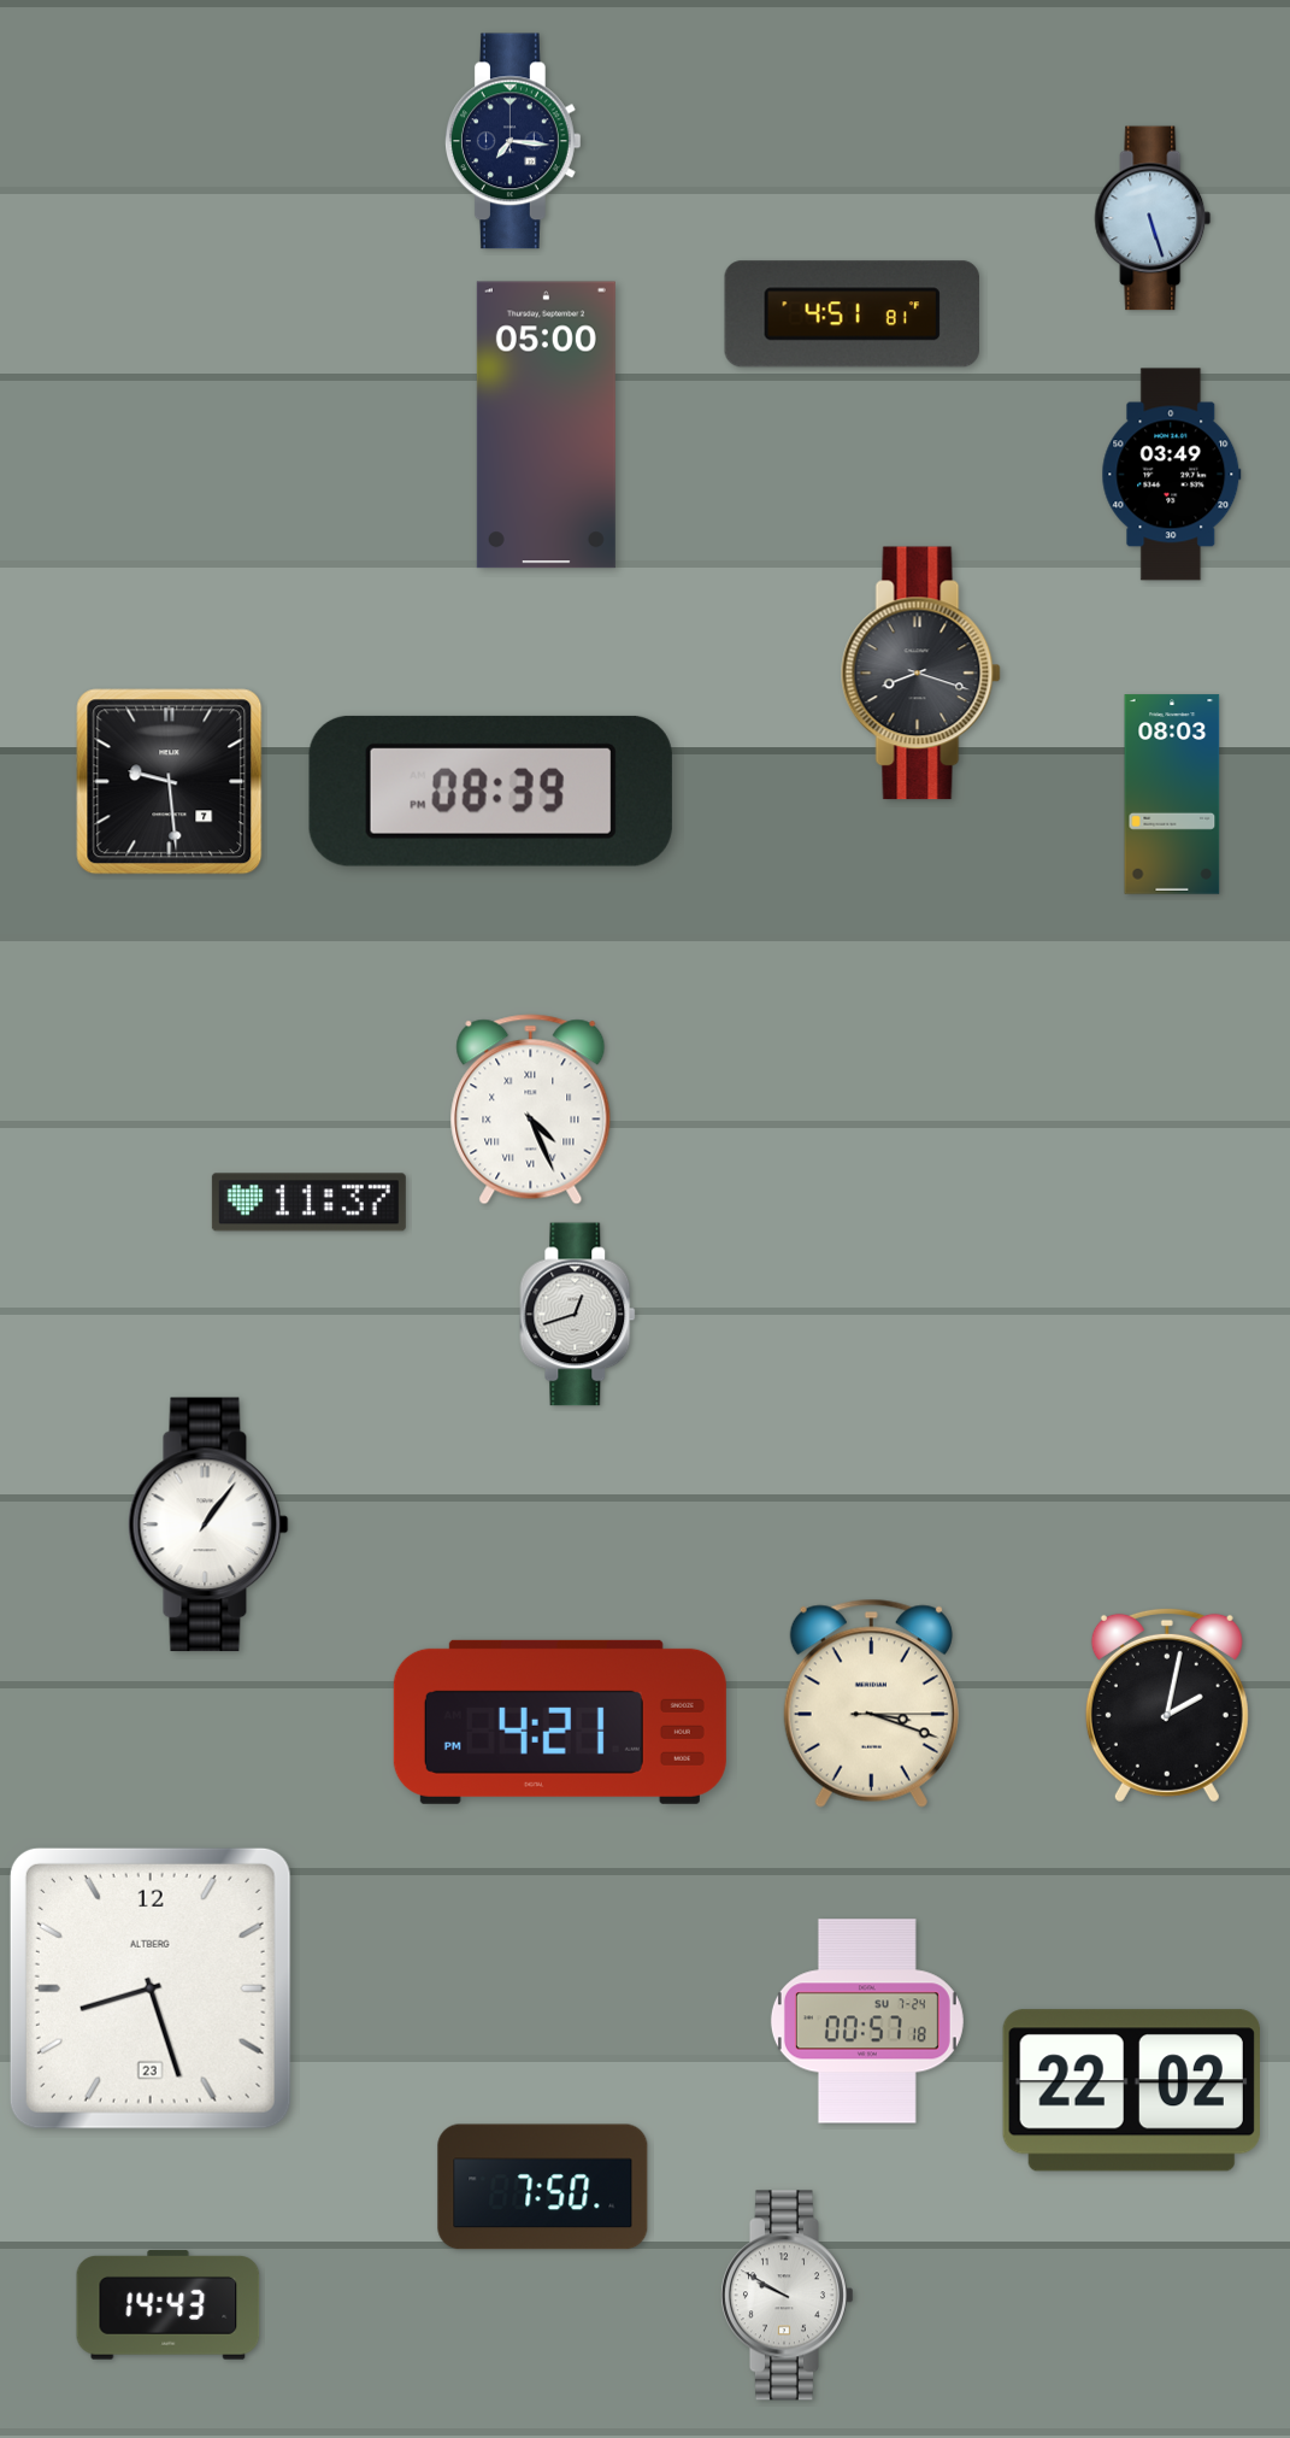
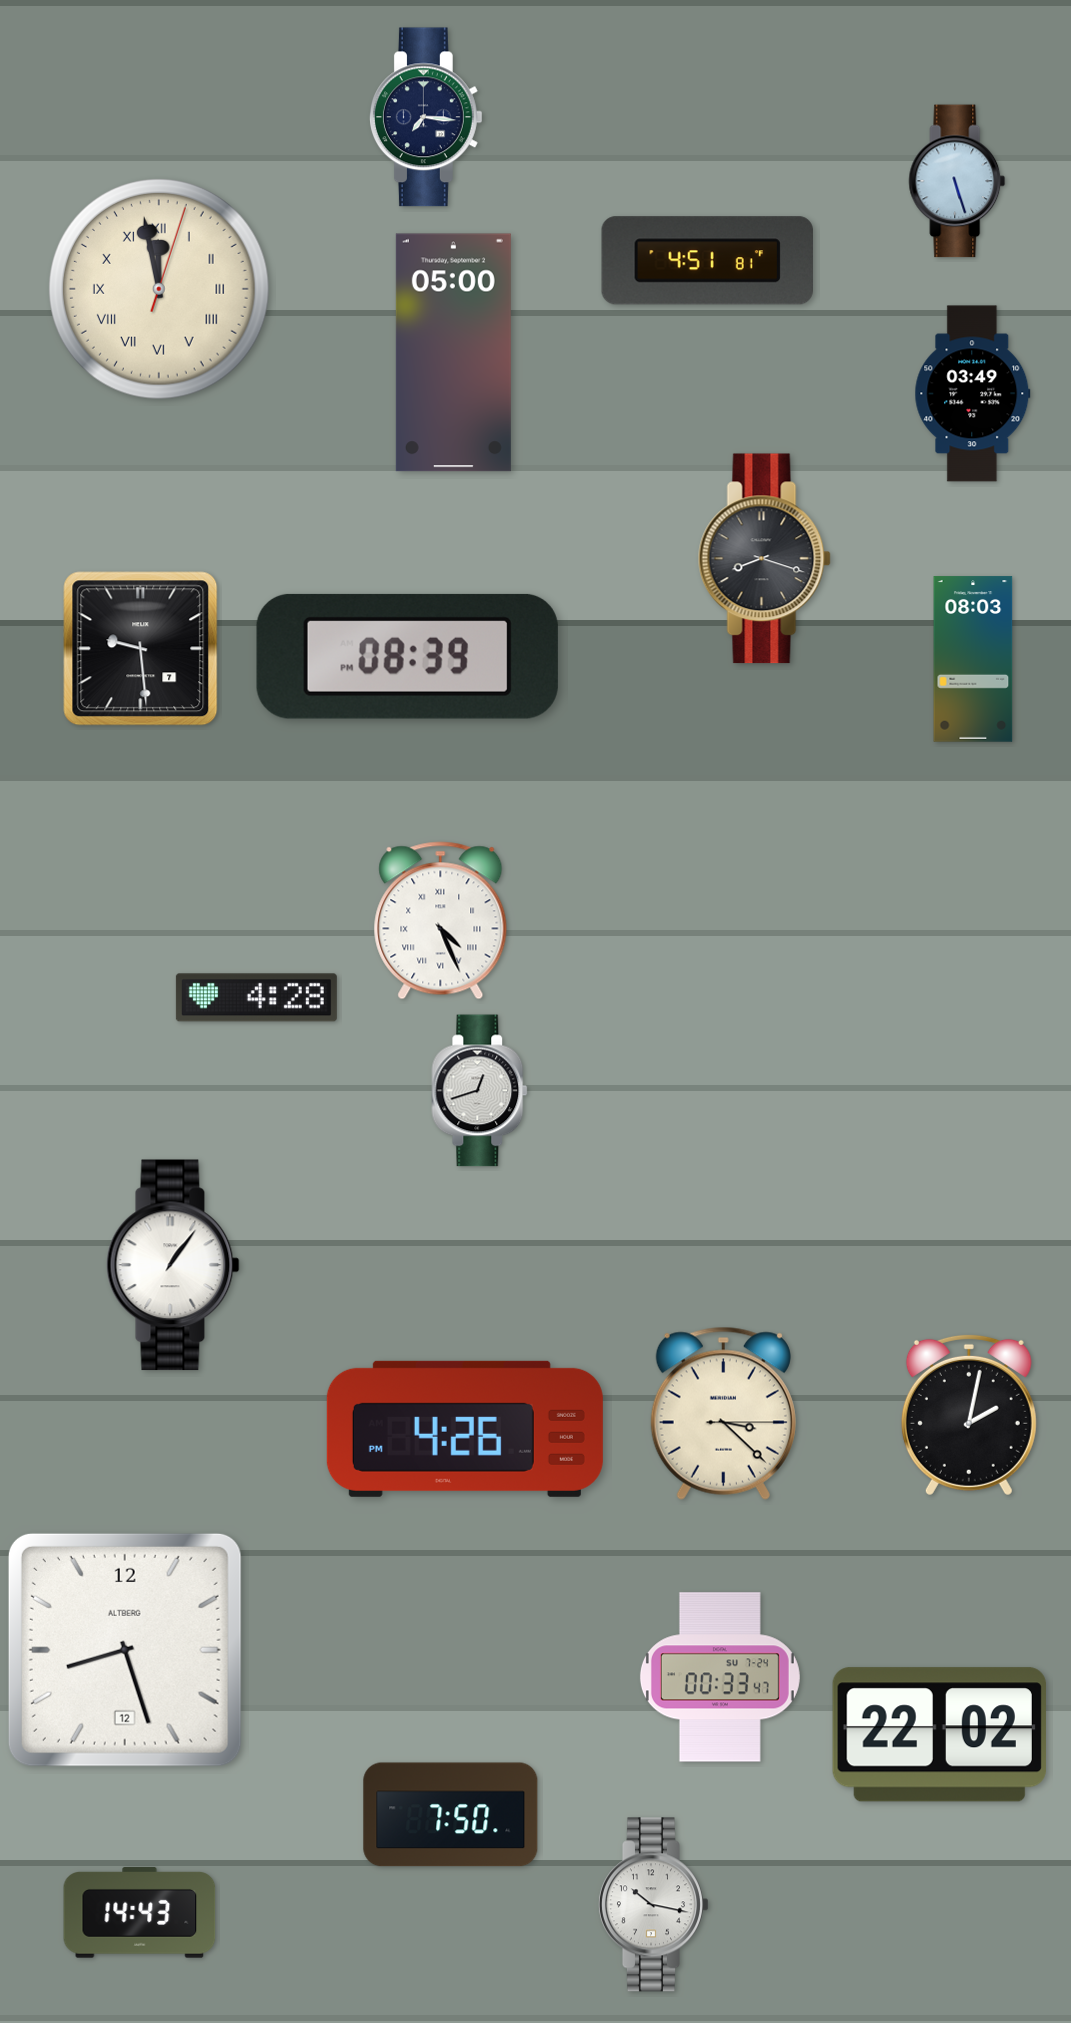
clock at (159, 289): none -> 11:58
clock at (308, 1203): 11:37 -> 4:28
clock at (871, 1703): 3:18 -> 3:22
clock at (560, 1722): 4:21 -> 4:26
clock at (151, 1988) date: 23 -> 12
clock at (867, 2021): 00:57 -> 00:33
clock at (787, 2296): 9:50 -> 10:17
